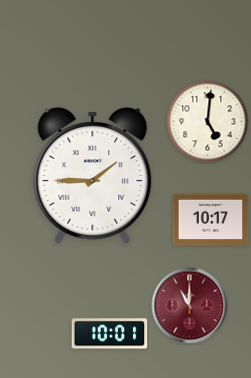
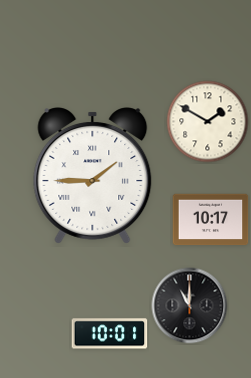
clock at (208, 122): 5:01 -> 1:50
clock at (190, 306) dial: burgundy -> black
